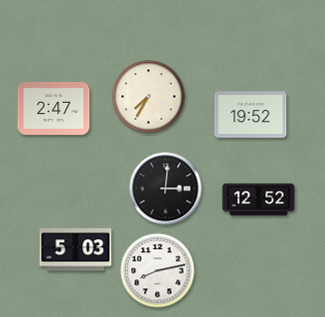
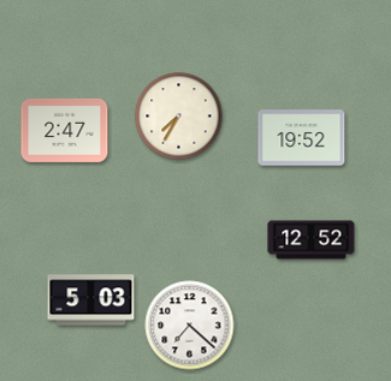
clock at (166, 189): 3:01 -> none
clock at (158, 271): 8:13 -> 7:22
